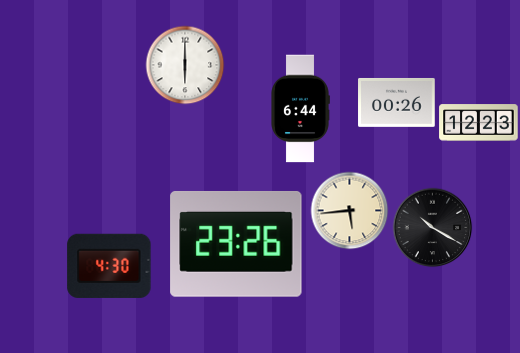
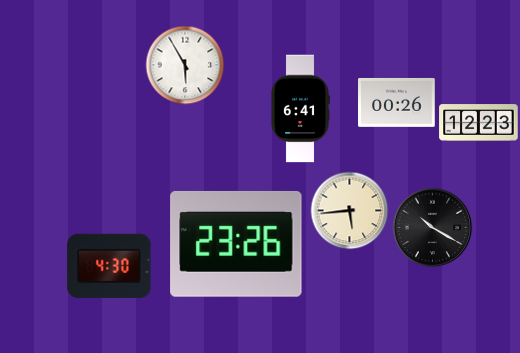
clock at (185, 65): 6:00 -> 5:55
clock at (300, 109): 6:44 -> 6:41
